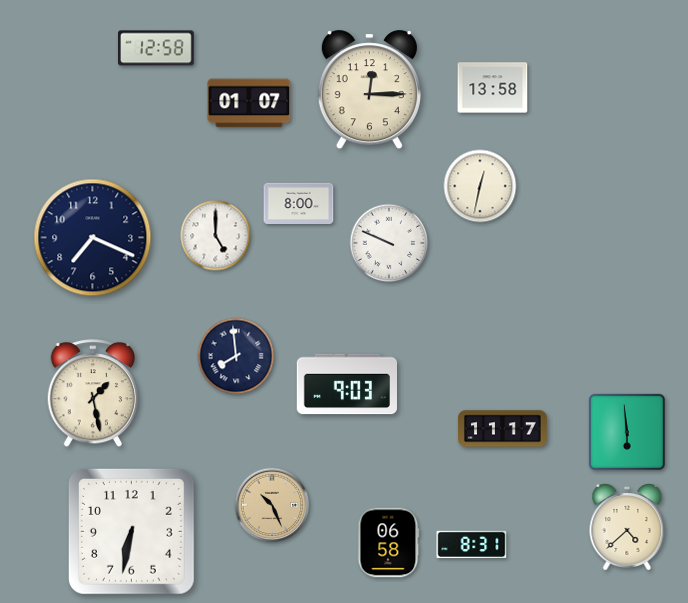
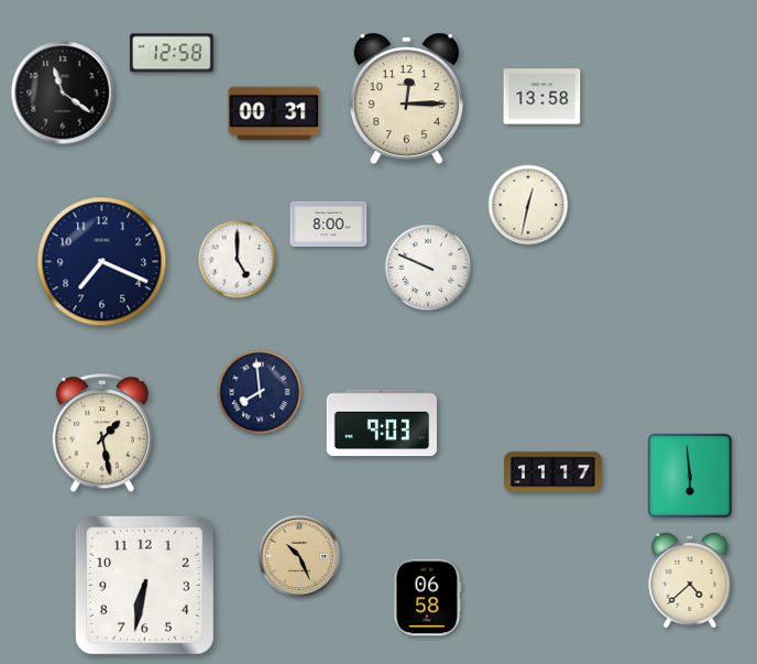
clock at (63, 92): none -> 11:21
clock at (249, 103): 01:07 -> 00:31
clock at (472, 545): 8:31 -> none
